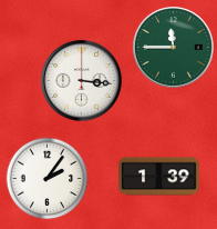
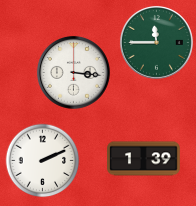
clock at (48, 179): 2:06 -> 2:11
